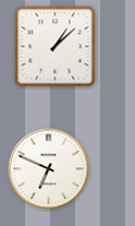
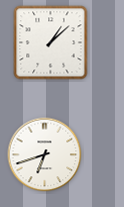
clock at (49, 169): 6:49 -> 6:42
